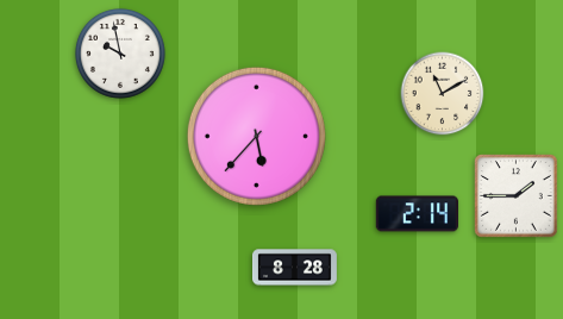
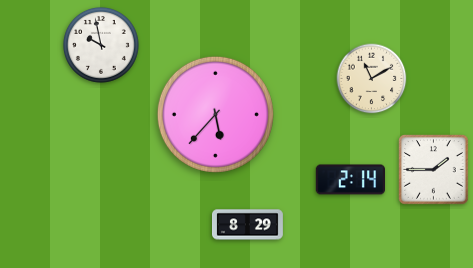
clock at (517, 196) position: (517, 196) -> (434, 170)
clock at (295, 268): 8:28 -> 8:29
